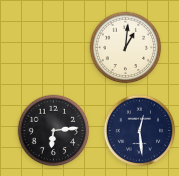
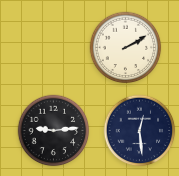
clock at (126, 48): 1:01 -> 2:10
clock at (54, 131): 6:14 -> 9:14
